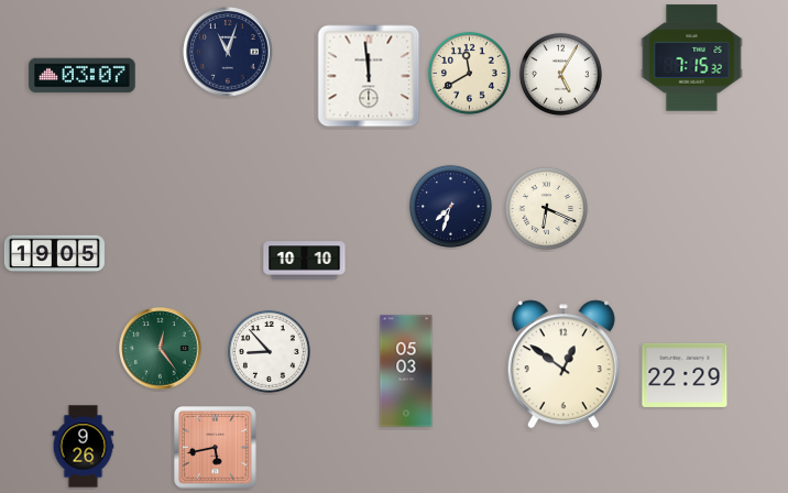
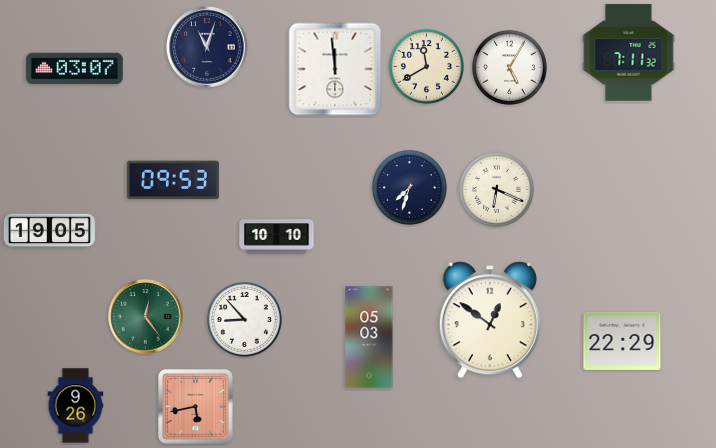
clock at (692, 58): 7:15 -> 7:11
clock at (173, 180): none -> 09:53
clock at (563, 364) position: (563, 364) -> (490, 320)
